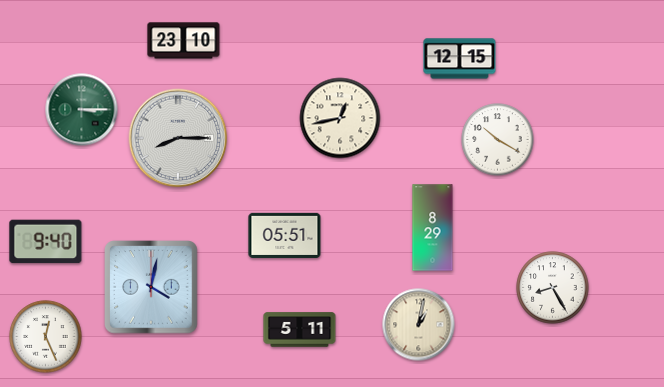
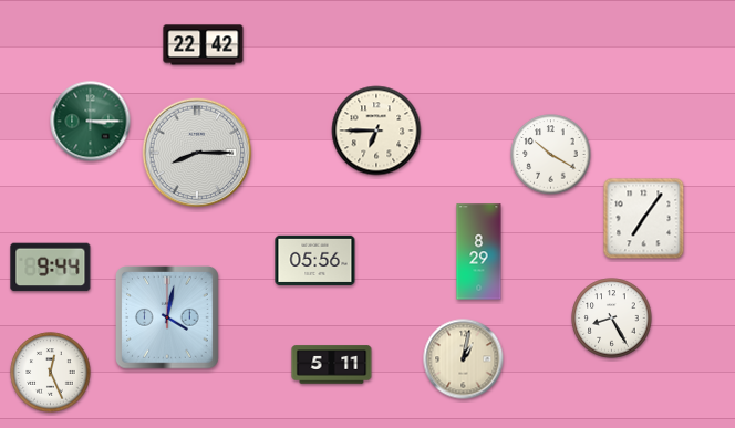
clock at (184, 41): 23:10 -> 22:42
clock at (460, 59): 12:15 -> none
clock at (340, 118): 12:43 -> 6:45
clock at (644, 219): none -> 7:06
clock at (285, 235): 05:51 -> 05:56
clock at (46, 242): 9:40 -> 9:44
